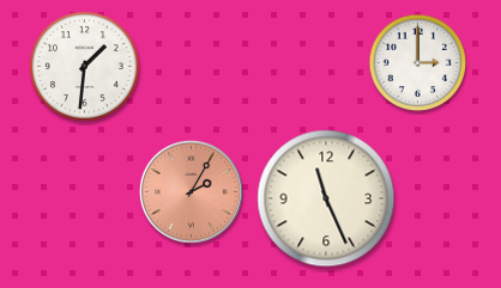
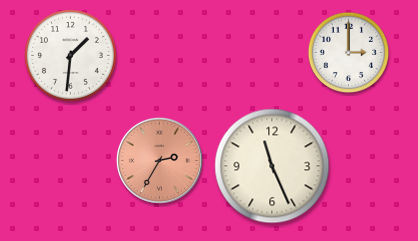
clock at (191, 191): 2:05 -> 2:35
